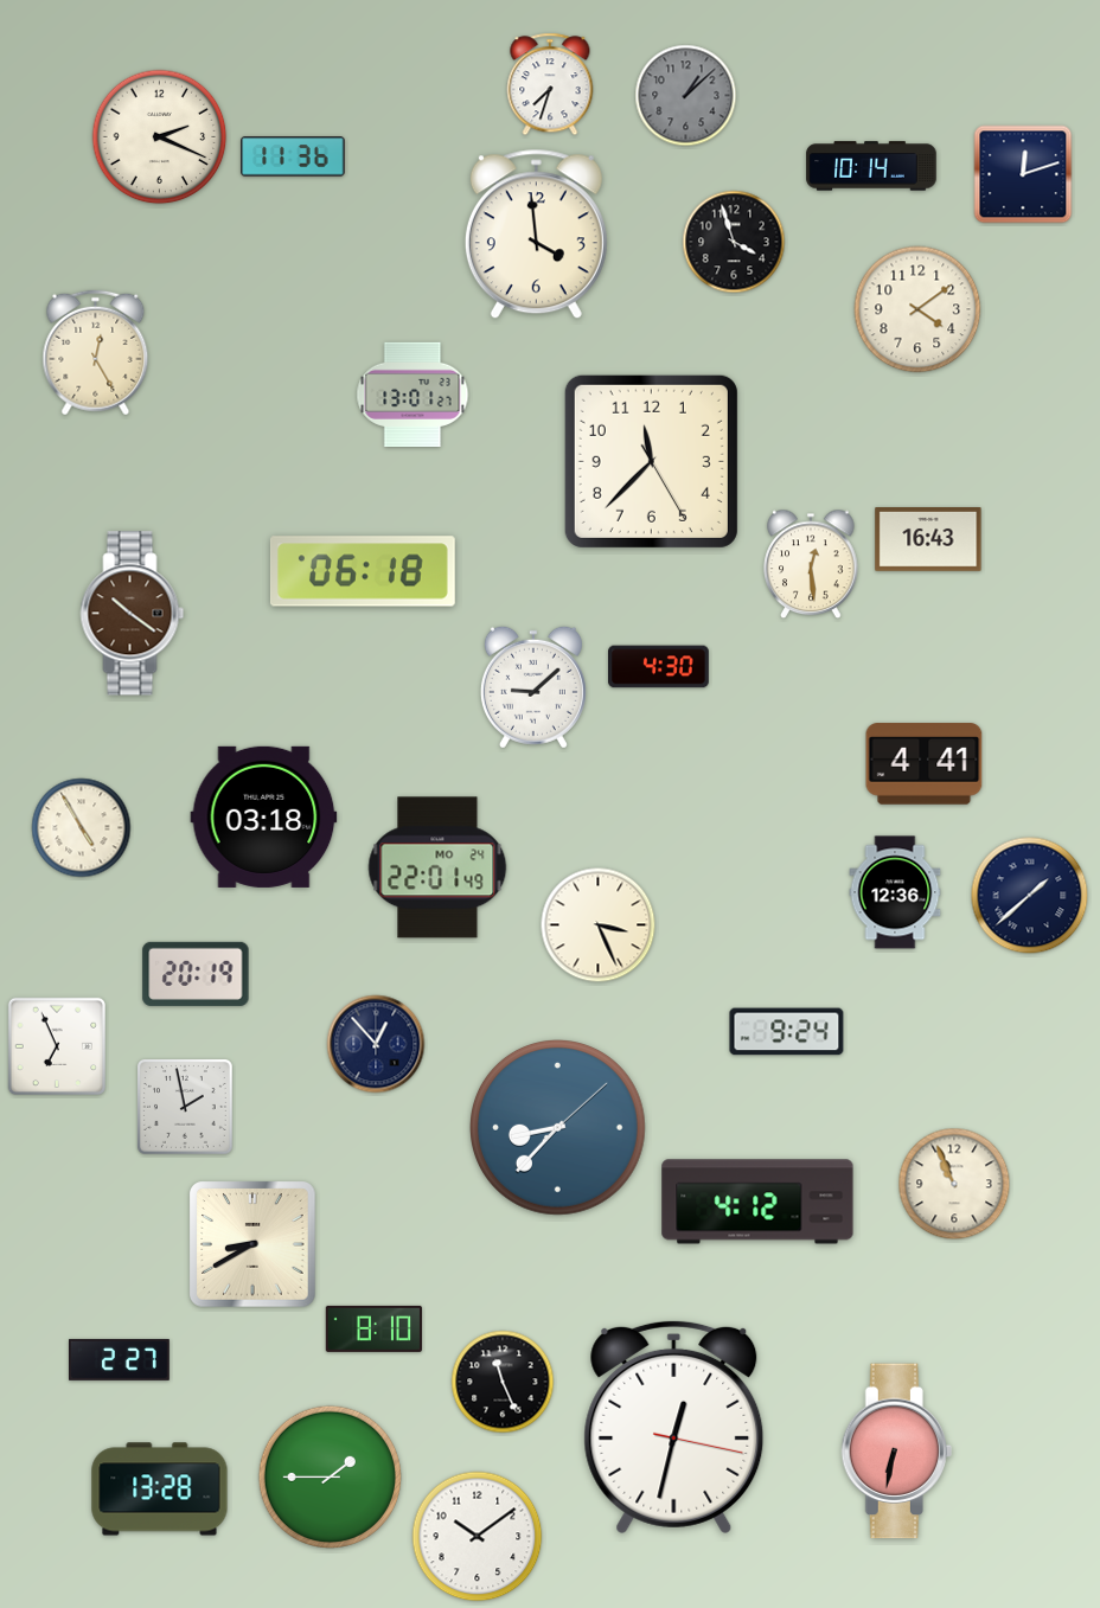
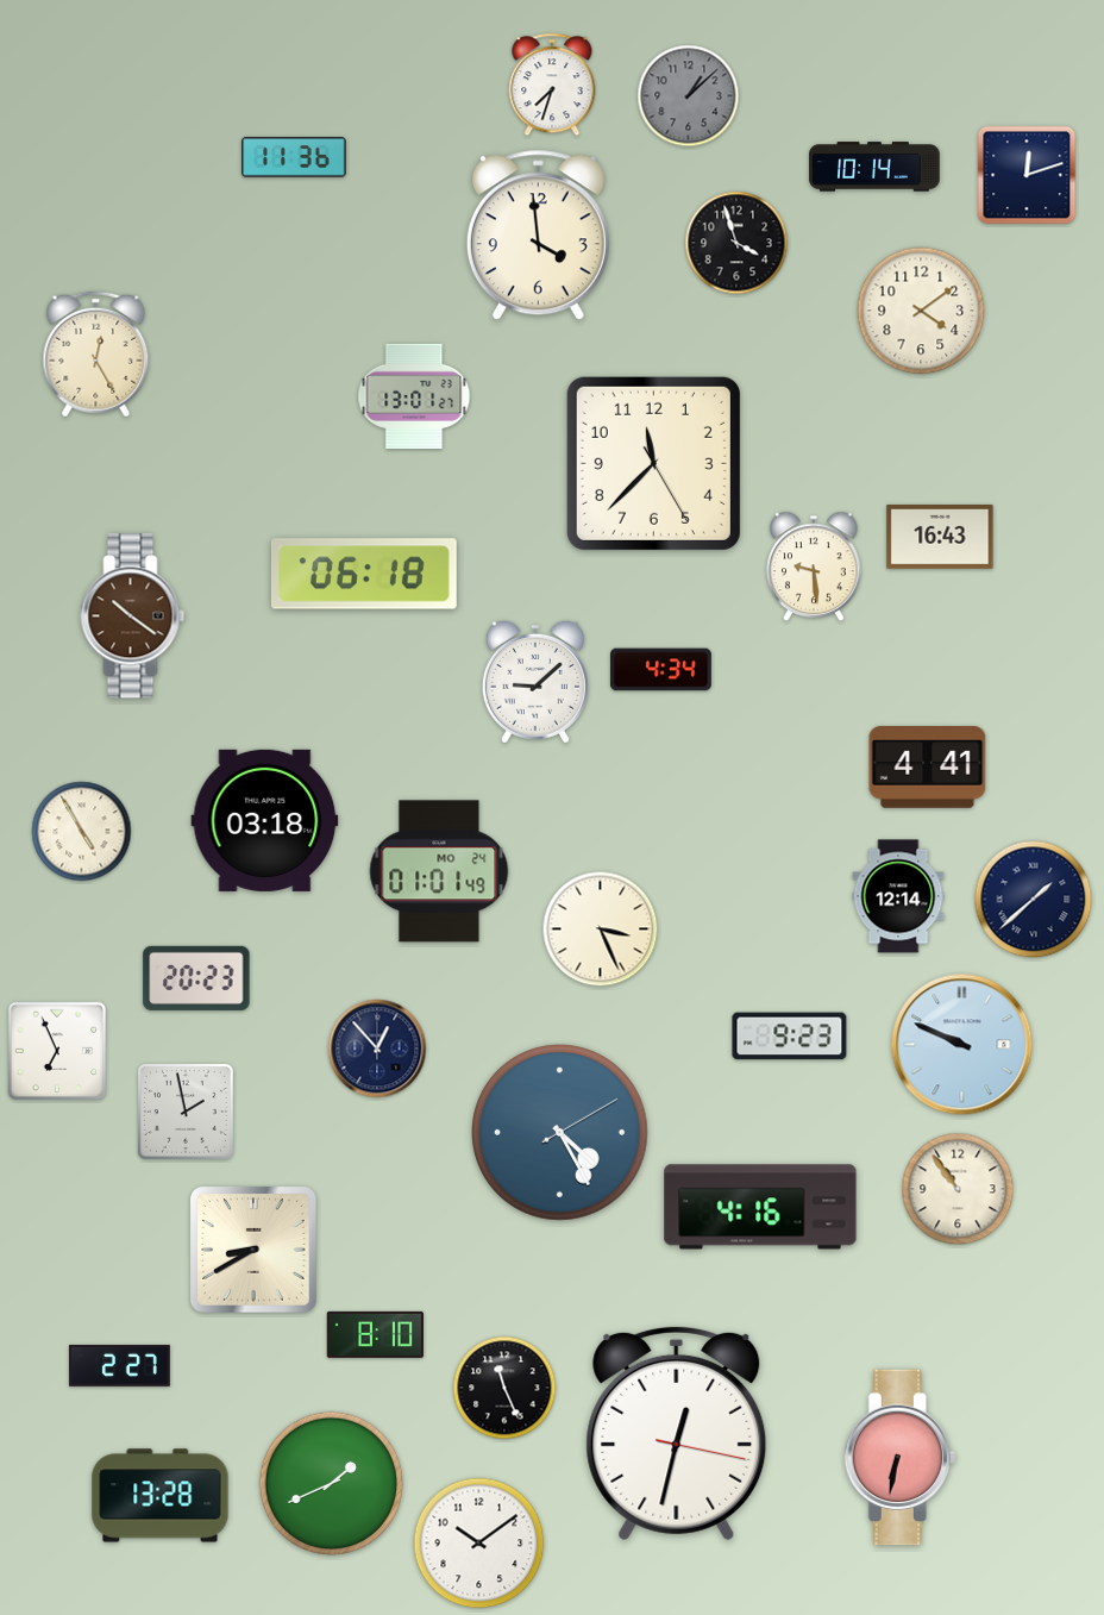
clock at (160, 137): 2:19 -> none
clock at (928, 540) position: (928, 540) -> (940, 538)
clock at (811, 564): 12:29 -> 9:29
clock at (659, 667): 4:30 -> 4:34
clock at (533, 687) position: (533, 687) -> (535, 682)
clock at (437, 867): 22:01 -> 01:01
clock at (895, 892): 12:36 -> 12:14
clock at (196, 974): 20:19 -> 20:23
clock at (787, 1032): 9:24 -> 9:23
clock at (962, 1045): none -> 9:49
clock at (558, 1128): 8:37 -> 4:25
clock at (954, 1184): 10:56 -> 10:54
clock at (757, 1202): 4:12 -> 4:16
clock at (331, 1478): 1:45 -> 1:41
